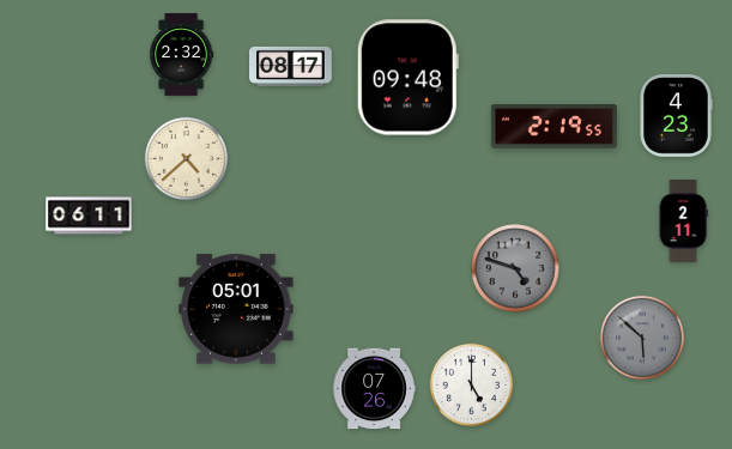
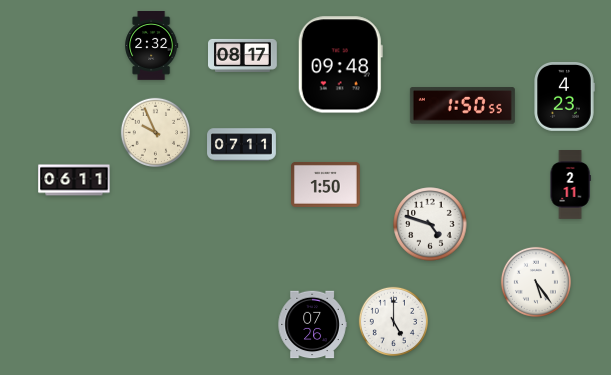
clock at (553, 127): 2:19 -> 1:50
clock at (186, 158): 4:38 -> 9:56
clock at (242, 145): none -> 07:11
clock at (326, 185): none -> 1:50
clock at (515, 268) dial: grey -> white
clock at (236, 309): 05:01 -> none
clock at (642, 338): 5:52 -> 5:24
clock at (642, 338) dial: grey -> white
